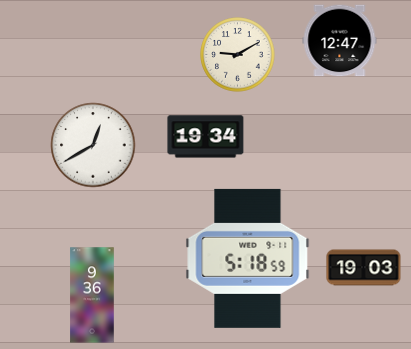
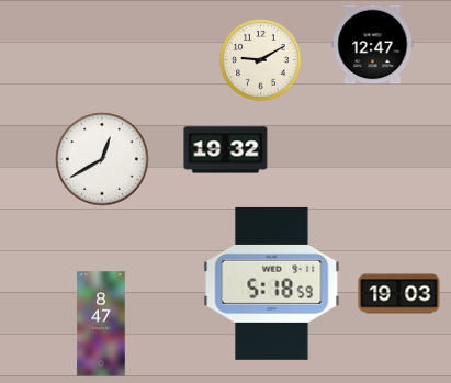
clock at (206, 137): 19:34 -> 19:32
clock at (92, 295): 9:36 -> 8:47
